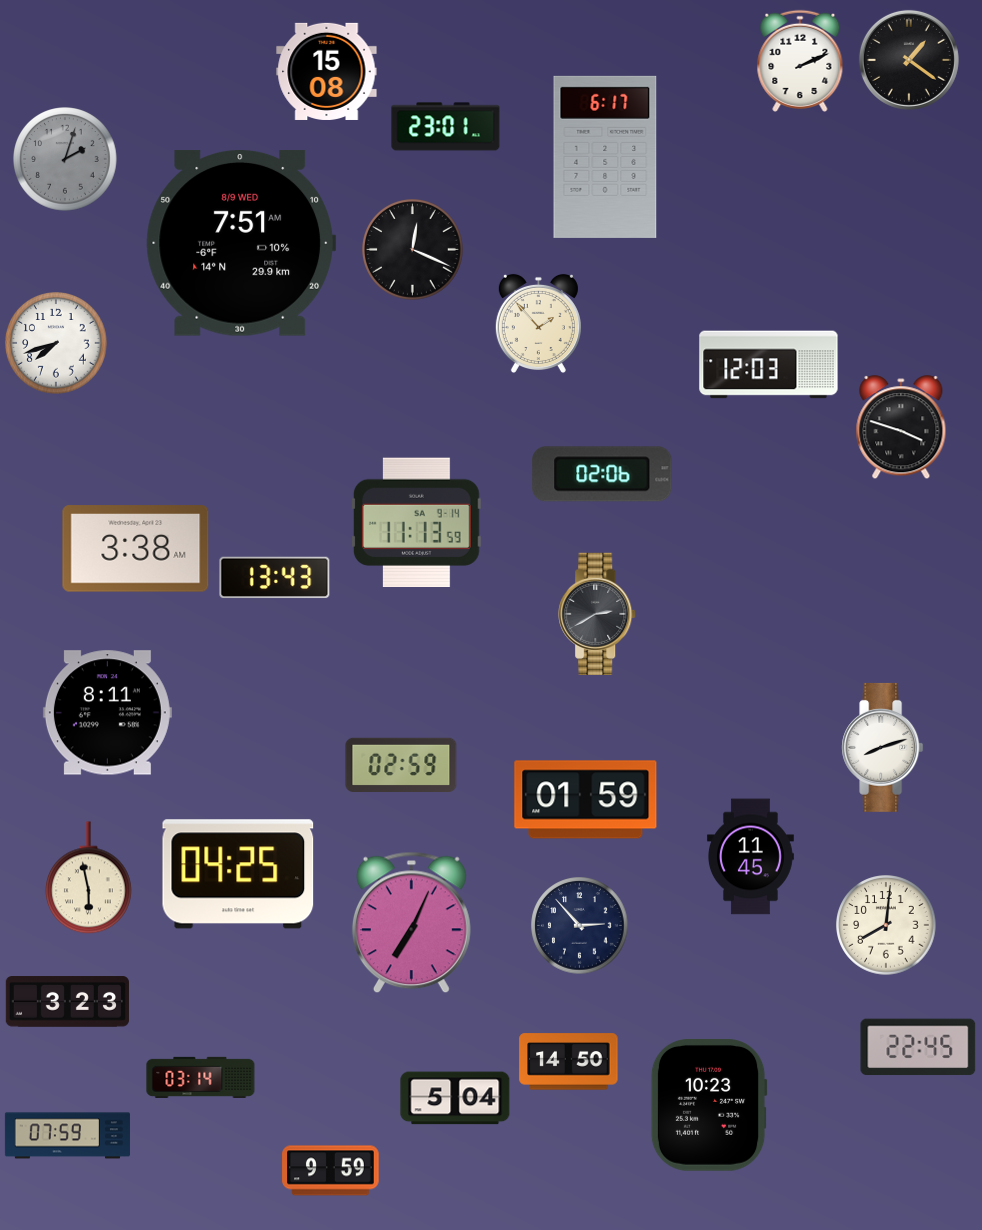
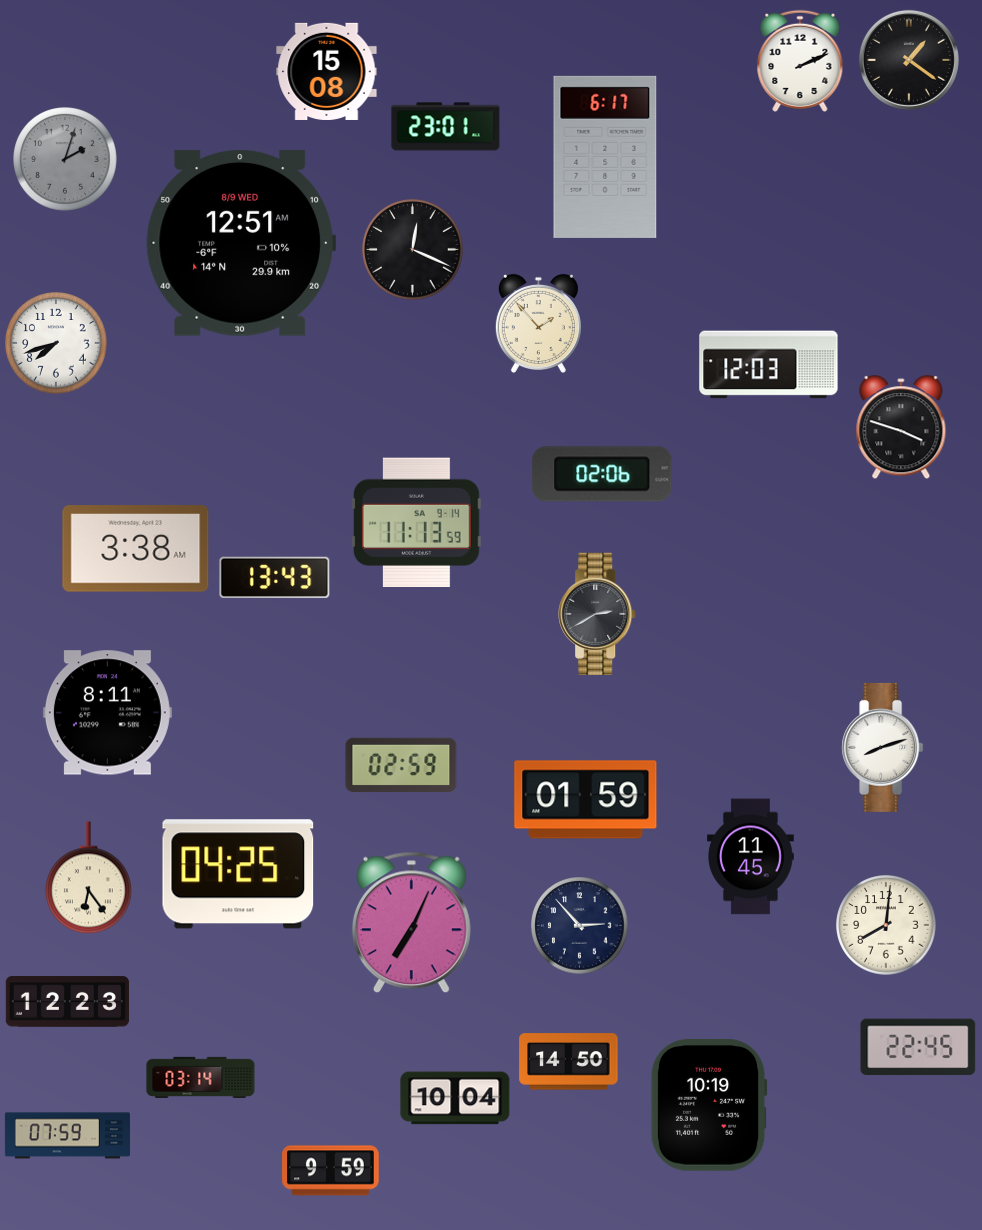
clock at (241, 244): 7:51 -> 12:51
clock at (88, 878): 5:58 -> 6:24
clock at (67, 1002): 3:23 -> 12:23
clock at (455, 1098): 5:04 -> 10:04
clock at (709, 1105): 10:23 -> 10:19
